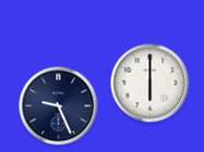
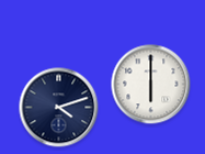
clock at (59, 106): 9:26 -> 4:12
